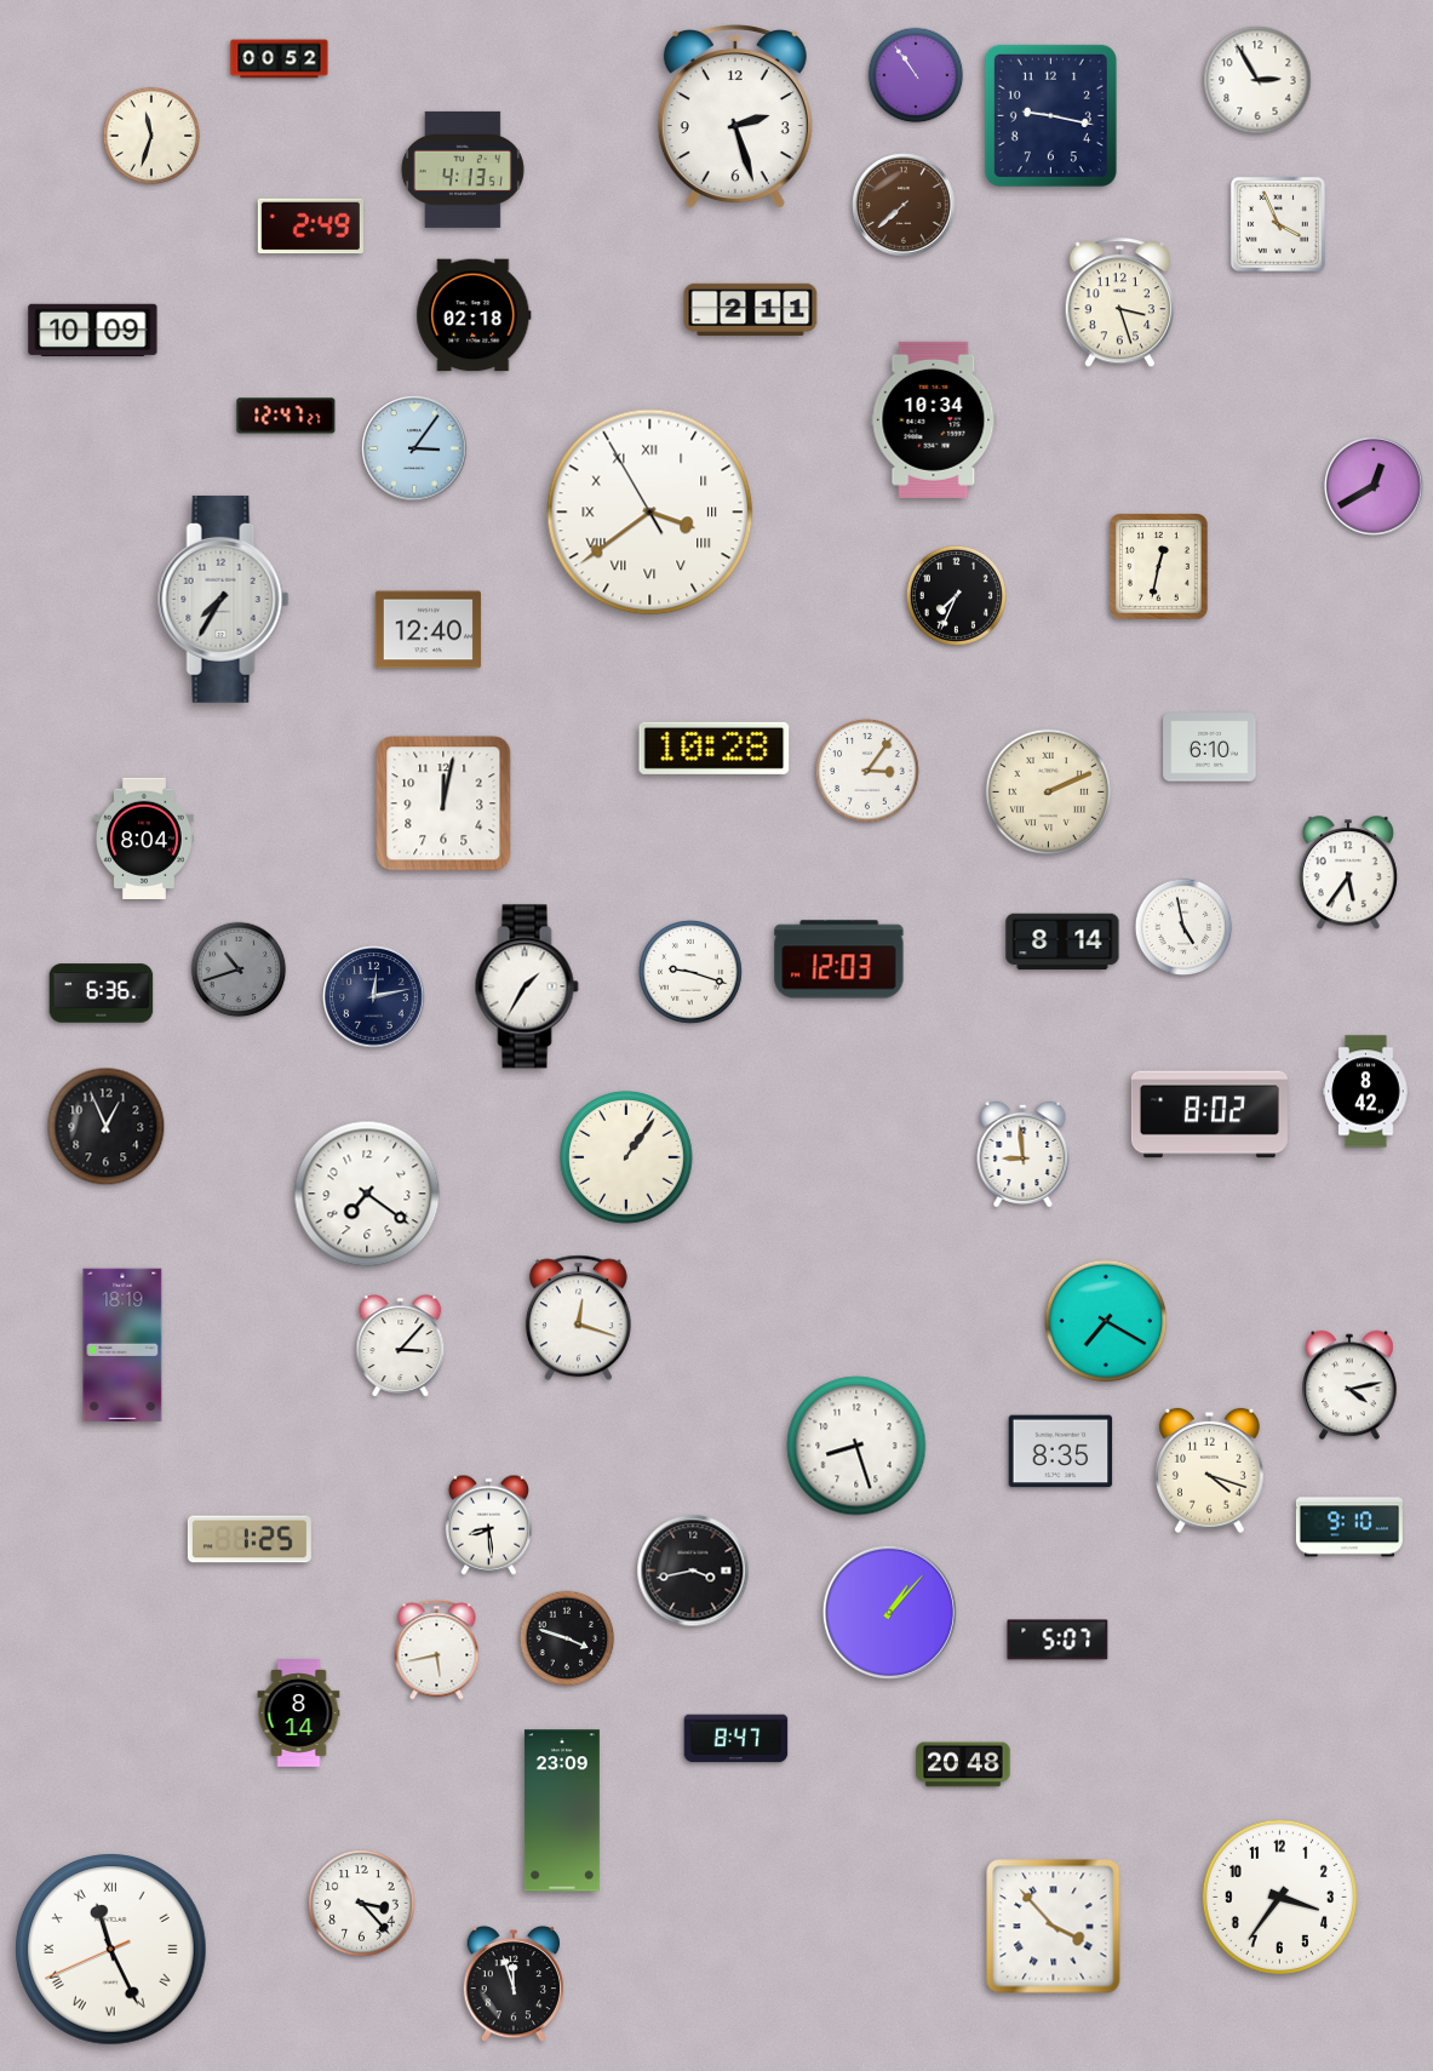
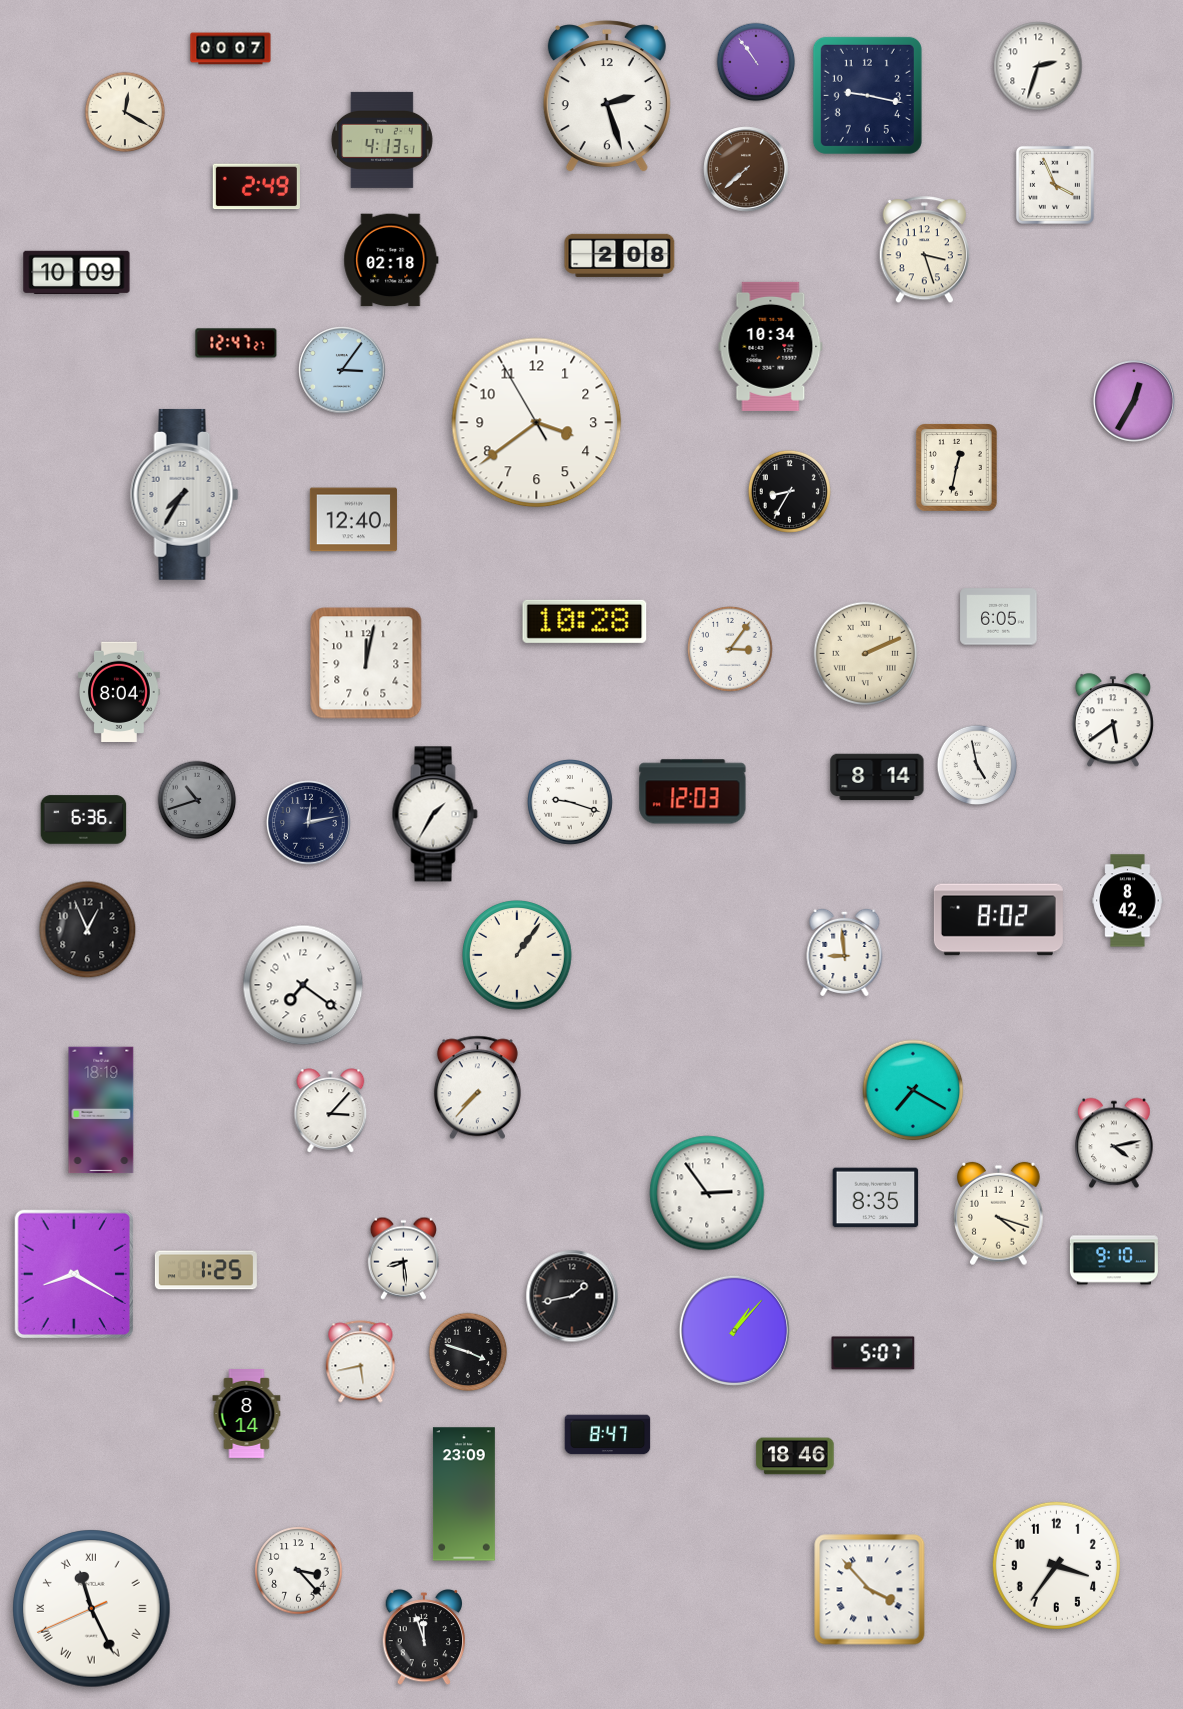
clock at (280, 59): 00:52 -> 00:07
clock at (1257, 80): 2:55 -> 2:33
clock at (151, 136): 11:33 -> 12:20
clock at (751, 309): 2:11 -> 2:08
clock at (1374, 486): 12:40 -> 12:35
clock at (650, 513) numerals: Roman -> Arabic
clock at (956, 595): 7:34 -> 8:35
clock at (715, 748) position: (715, 748) -> (585, 621)
clock at (1210, 748): 6:10 -> 6:05
clock at (867, 771) position: (867, 771) -> (730, 649)
clock at (1348, 874): 5:36 -> 5:39
clock at (578, 1318): 12:18 -> 7:37
clock at (856, 1446): 8:27 -> 2:54
clock at (74, 1274): none -> 8:20
clock at (693, 1571): 3:43 -> 1:43
clock at (963, 1764): 20:48 -> 18:46
